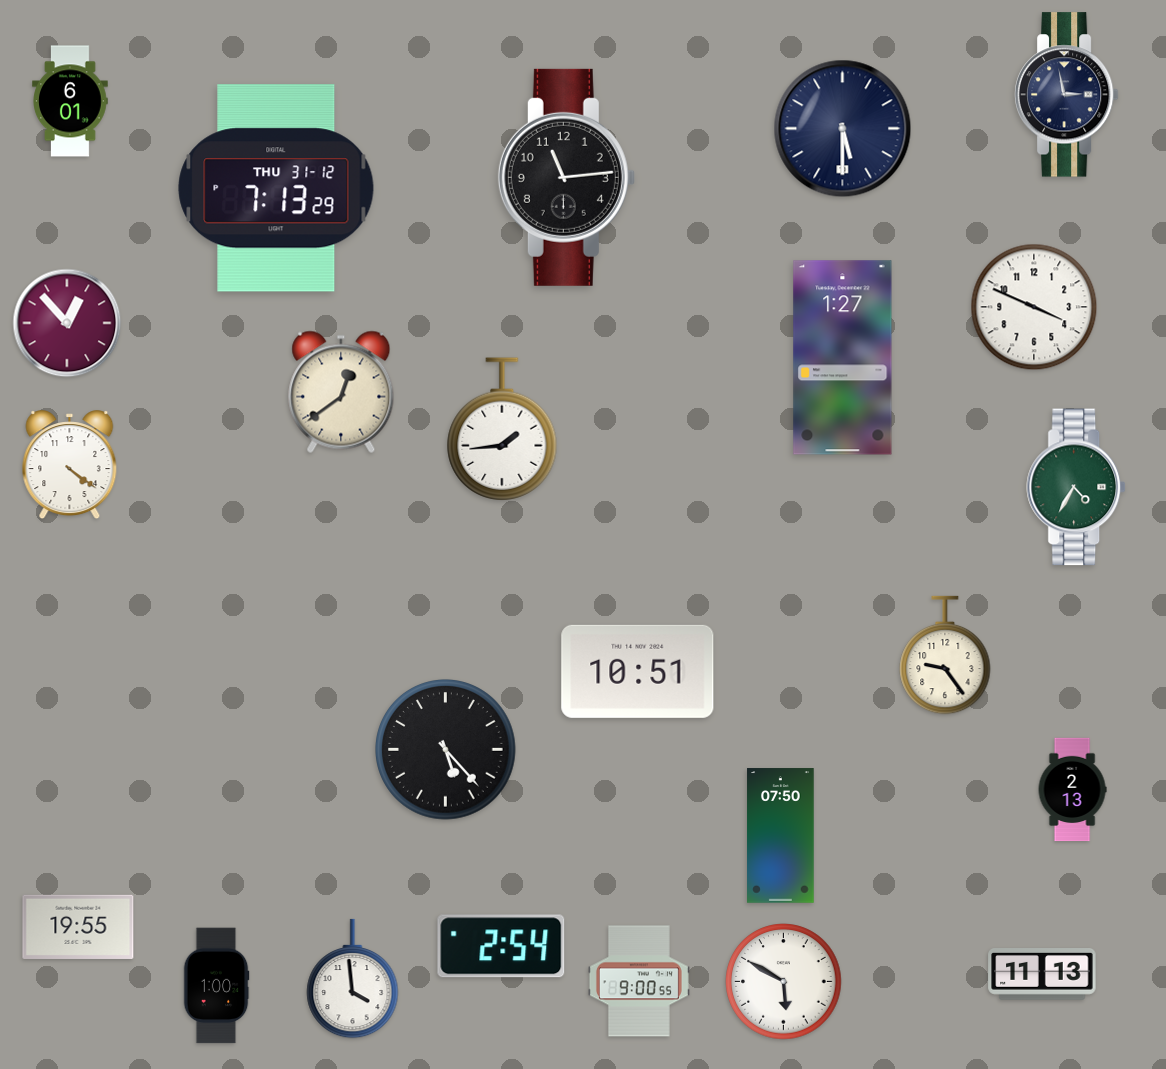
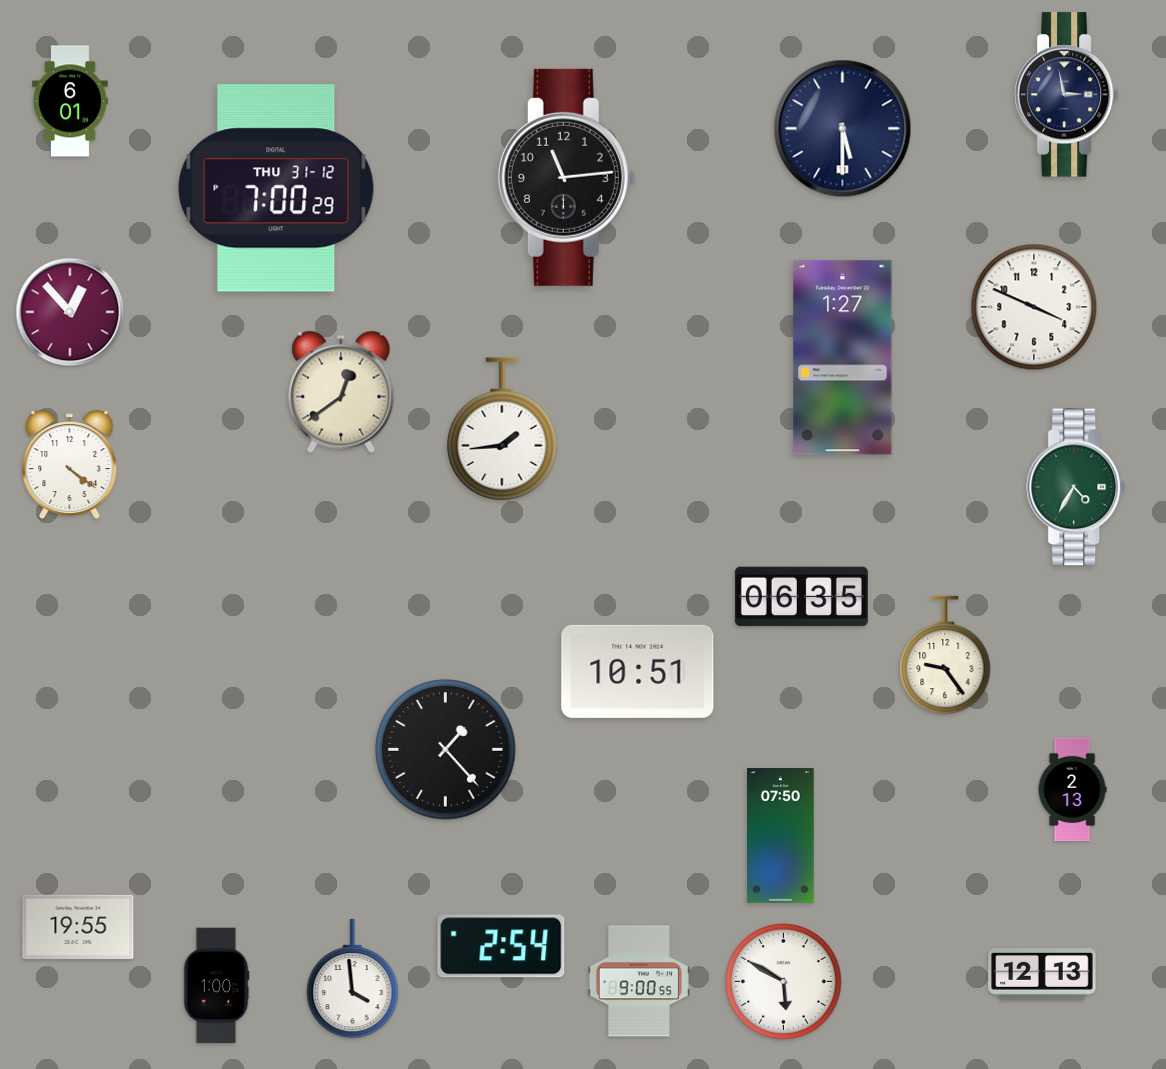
clock at (276, 188): 7:13 -> 7:00
clock at (67, 323) position: (67, 323) -> (70, 312)
clock at (801, 597): none -> 06:35
clock at (446, 750): 5:23 -> 1:23
clock at (1042, 975): 11:13 -> 12:13
